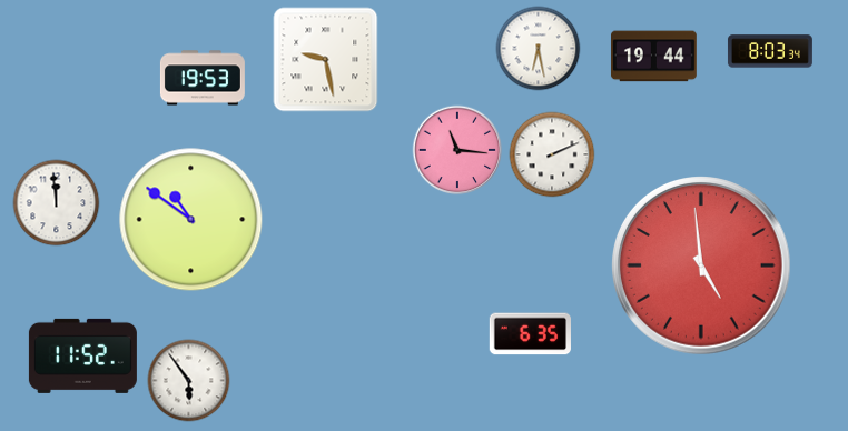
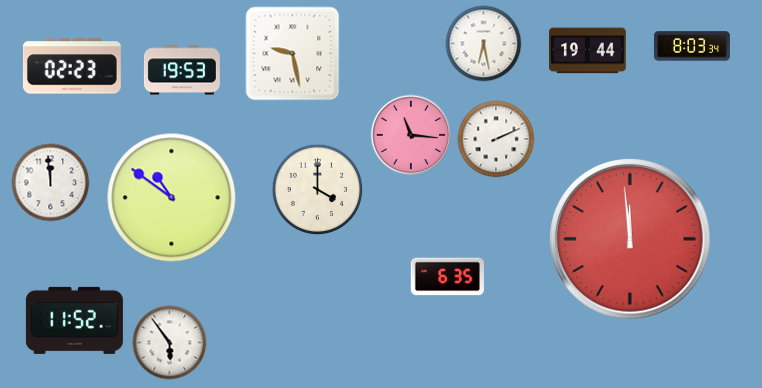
clock at (72, 66): none -> 02:23
clock at (318, 190): none -> 4:00
clock at (702, 267): 4:59 -> 11:59
clock at (530, 334) position: (530, 334) -> (447, 277)
